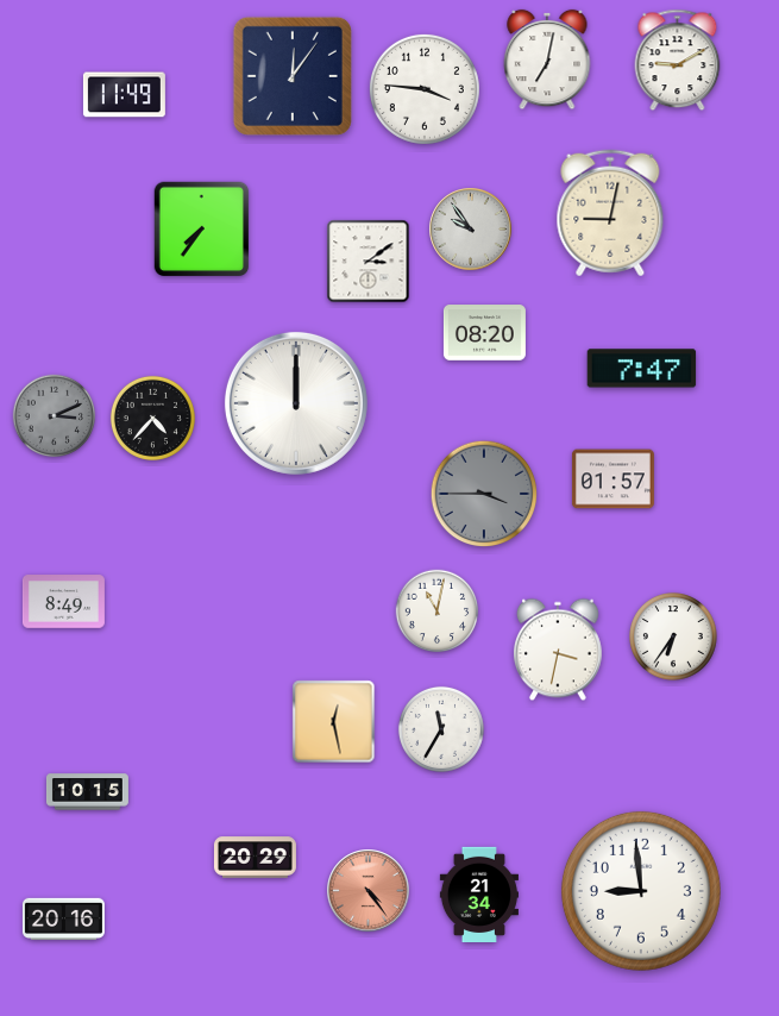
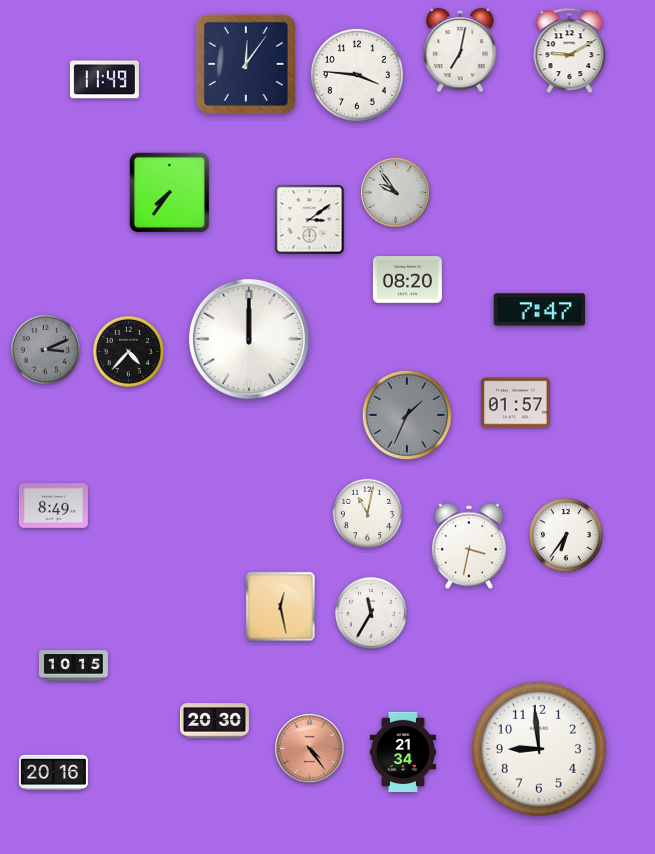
clock at (610, 213): 9:02 -> none
clock at (484, 494): 3:45 -> 1:34
clock at (255, 858): 20:29 -> 20:30
